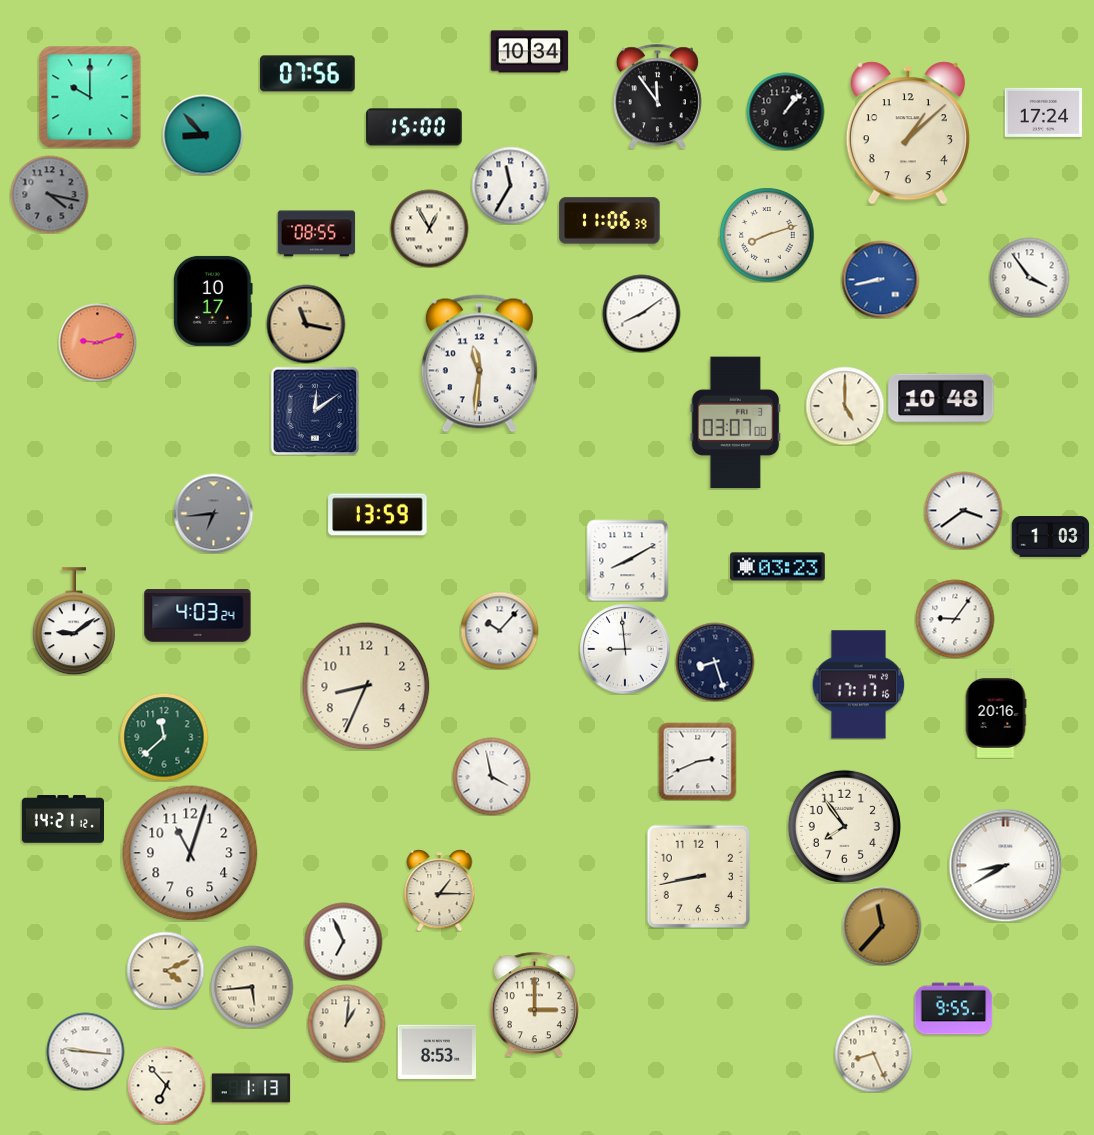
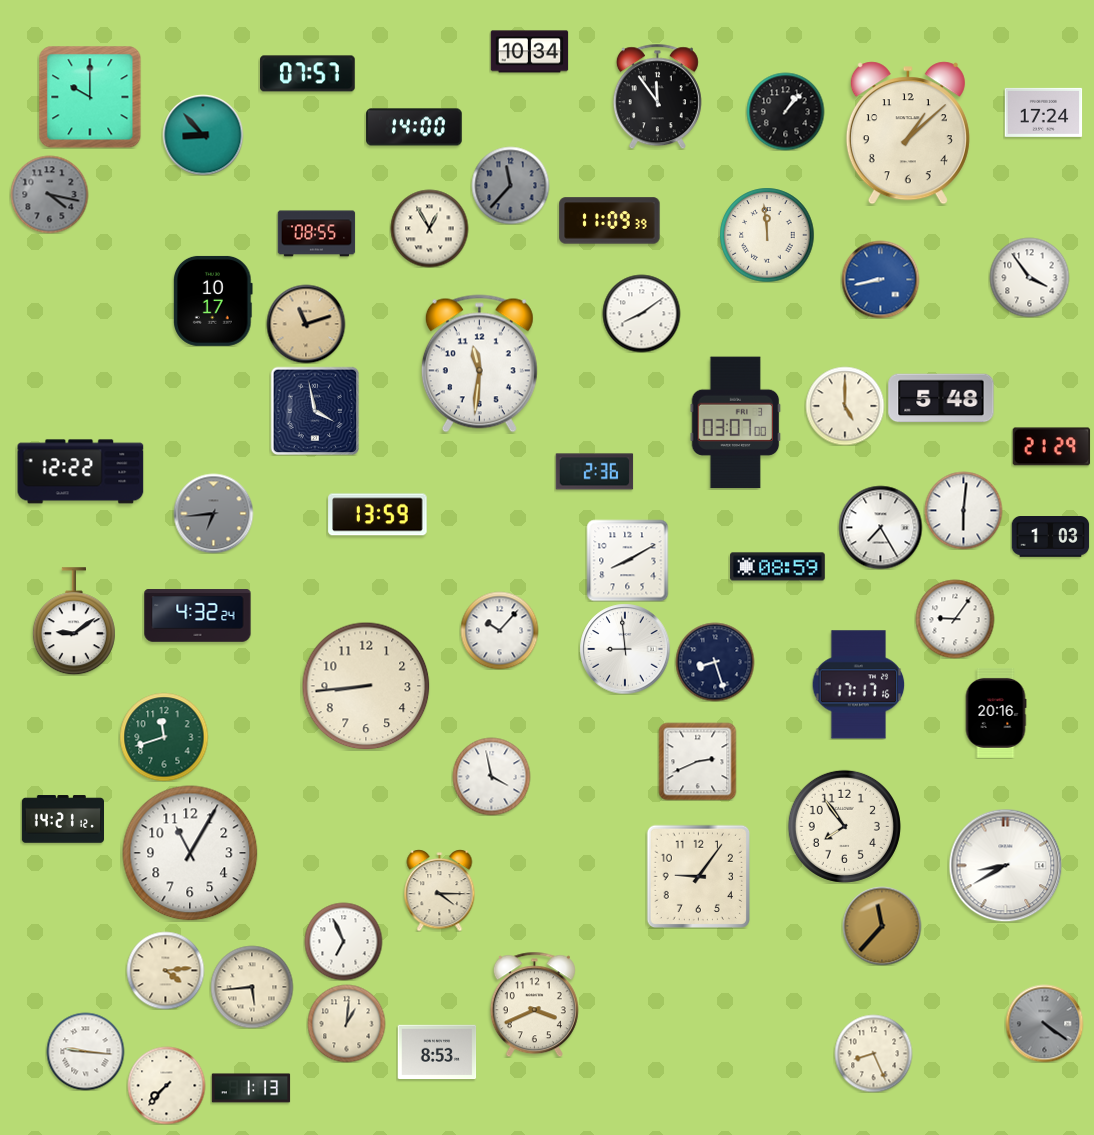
clock at (308, 74): 07:56 -> 07:57
clock at (414, 127): 15:00 -> 14:00
clock at (510, 185): 11:35 -> 11:37
clock at (510, 185) dial: white -> grey
clock at (610, 221): 11:06 -> 11:09
clock at (767, 235): 8:12 -> 11:59
clock at (306, 324): 11:17 -> 11:12
clock at (97, 342): 9:12 -> none
clock at (941, 398): 10:48 -> 5:48
clock at (315, 411): 12:09 -> 3:58
clock at (1051, 447): none -> 21:29
clock at (81, 472): none -> 12:22
clock at (594, 472): none -> 2:36
clock at (963, 510): 3:39 -> 6:01
clock at (880, 527): none -> 7:25
clock at (778, 567): 03:23 -> 08:59
clock at (198, 616): 4:03 -> 4:32
clock at (366, 686): 8:34 -> 8:44
clock at (164, 737): 11:38 -> 11:42
clock at (190, 853): 11:03 -> 11:05
clock at (698, 876): 8:43 -> 9:06
clock at (440, 890): 1:15 -> 4:15
clock at (165, 970): 4:11 -> 4:14
clock at (534, 1004): 3:00 -> 3:41
clock at (953, 1009): 9:55 -> none
clock at (1044, 1023): none -> 4:21
clock at (166, 1085): 6:53 -> 7:37
